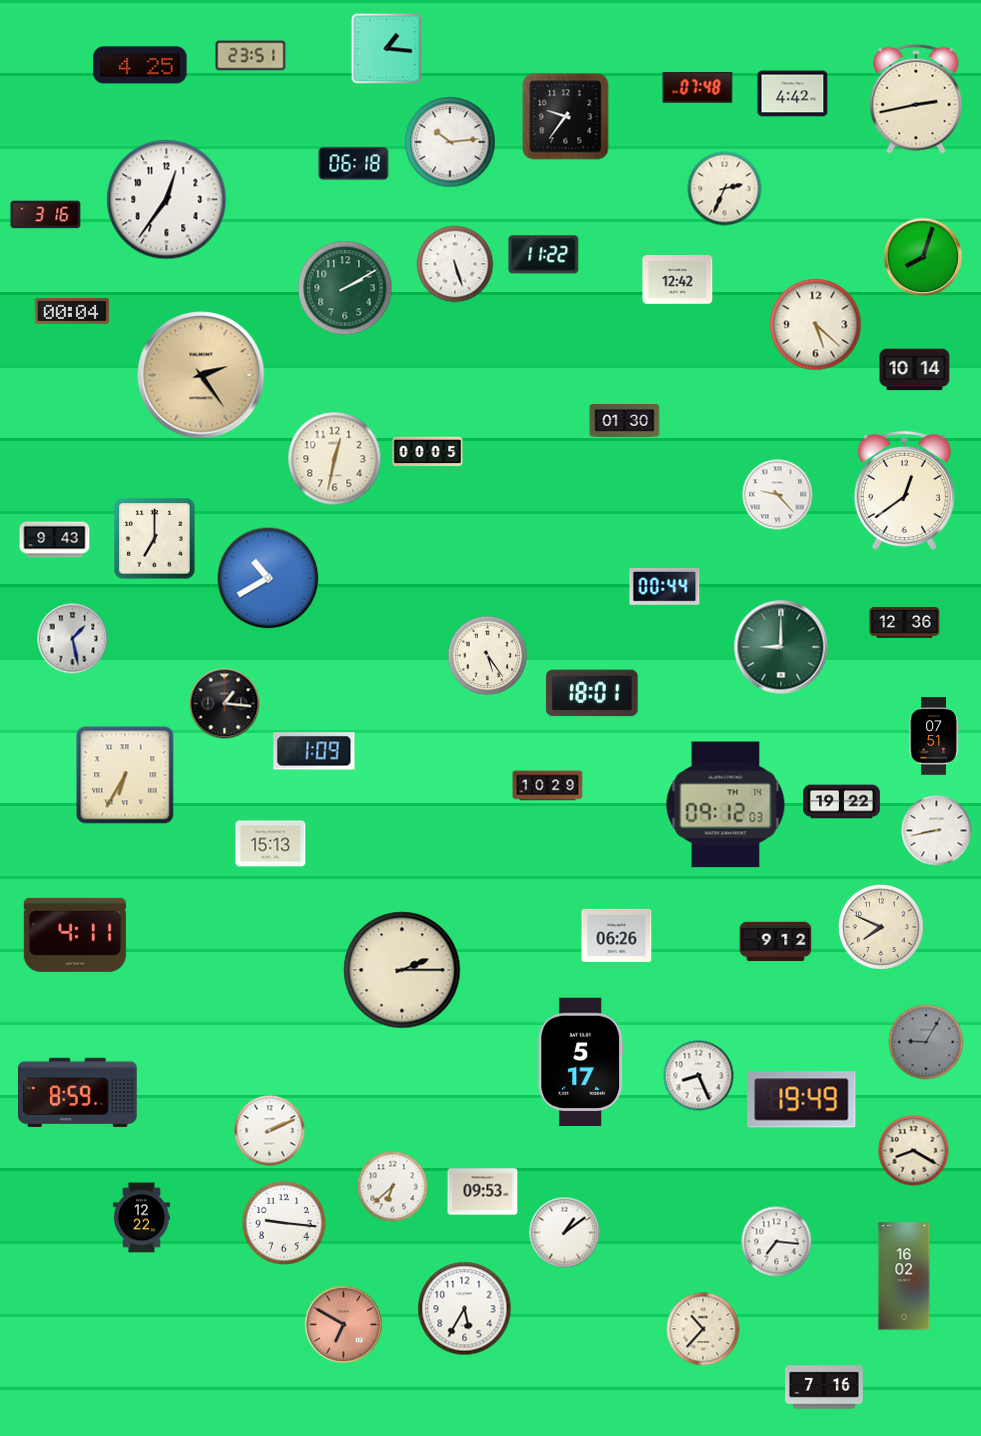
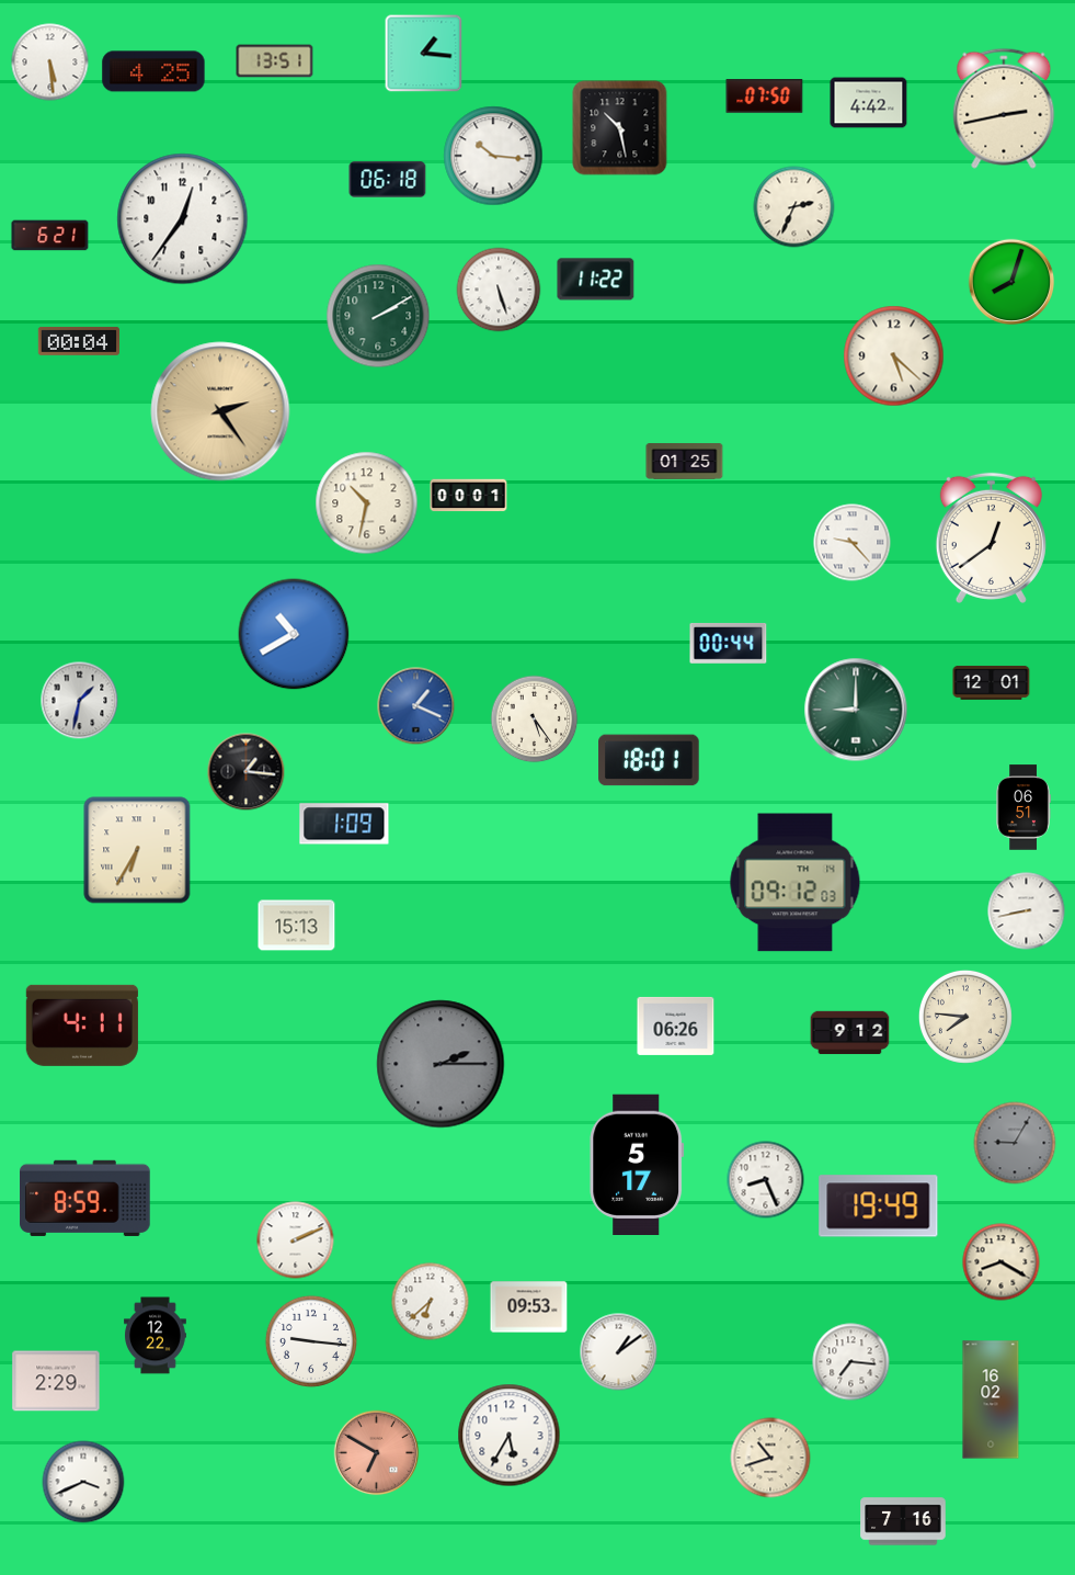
clock at (251, 56): 23:51 -> 13:51
clock at (50, 63): none -> 5:29
clock at (698, 88): 07:48 -> 07:50
clock at (566, 117): 9:36 -> 10:28
clock at (450, 142): 10:14 -> 10:16
clock at (46, 215): 3:16 -> 6:21
clock at (678, 280): 12:42 -> none
clock at (915, 370): 10:14 -> none
clock at (625, 421): 01:30 -> 01:25
clock at (428, 452): 00:05 -> 00:01
clock at (335, 459): 12:32 -> 10:32
clock at (155, 539): 7:00 -> none
clock at (55, 540): 9:43 -> none
clock at (905, 622): 12:36 -> 12:01
clock at (73, 639): 1:28 -> 1:32
clock at (416, 706): none -> 1:19
clock at (934, 736): 07:51 -> 06:51
clock at (548, 786): 10:29 -> none
clock at (842, 802): 19:22 -> none
clock at (881, 927): 7:49 -> 7:46
clock at (402, 970) dial: cream -> grey
clock at (56, 1381): none -> 2:29
clock at (703, 1329): 10:37 -> 10:42
clock at (83, 1482): none -> 3:41
